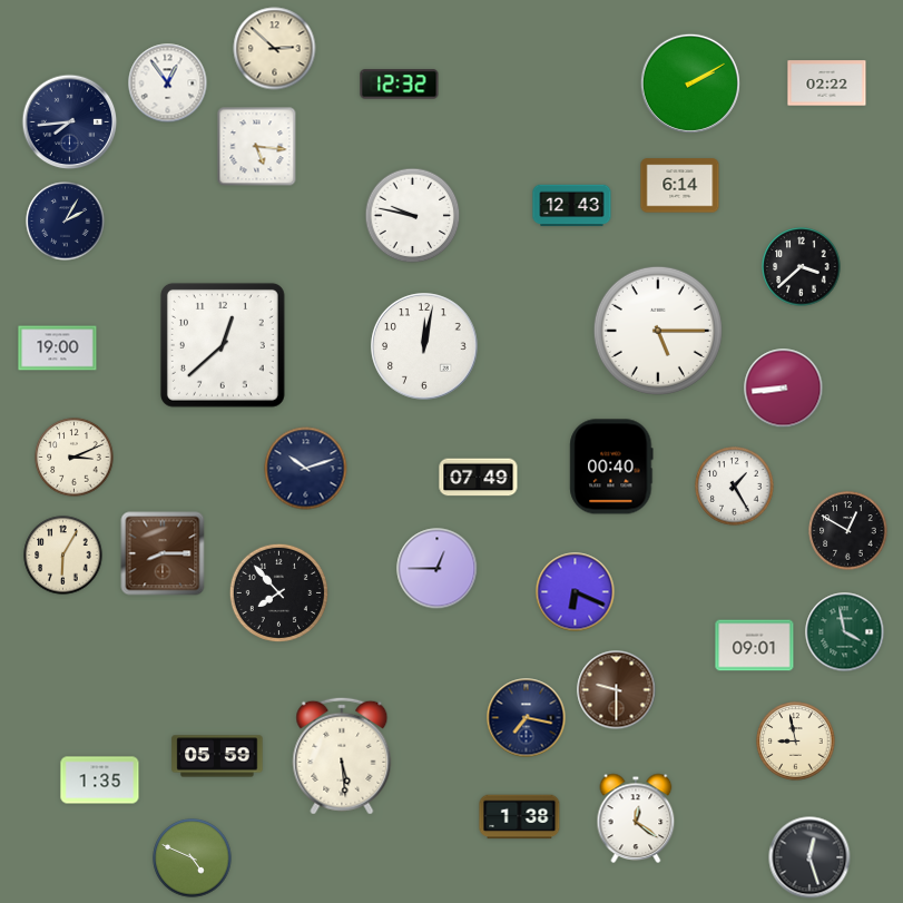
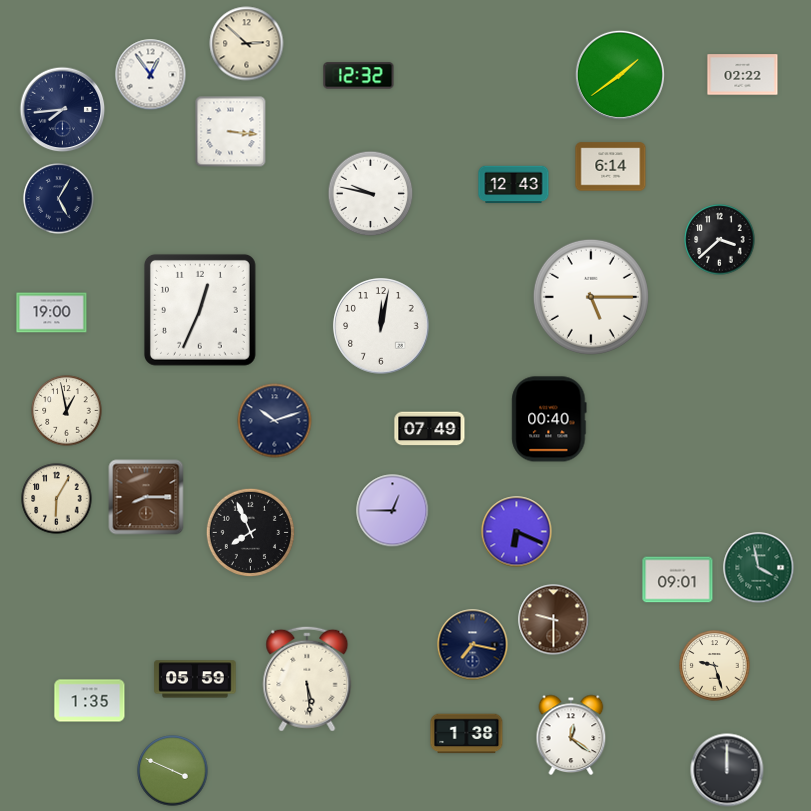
clock at (690, 84): 2:10 -> 1:39
clock at (257, 147): 5:16 -> 3:16
clock at (66, 222): 2:05 -> 5:05
clock at (223, 345): 12:38 -> 12:34
clock at (424, 346) position: (424, 346) -> (381, 326)
clock at (784, 389): 8:44 -> none
clock at (75, 458): 3:11 -> 12:58
clock at (735, 487): 1:25 -> none
clock at (848, 531): 12:50 -> none
clock at (278, 592): 7:53 -> 7:56
clock at (796, 742): 8:58 -> 9:27
clock at (809, 857): 12:27 -> 12:00
clock at (193, 858): 4:49 -> 3:49
